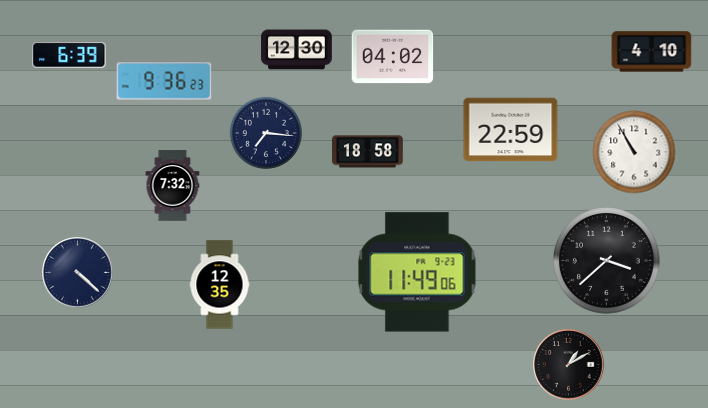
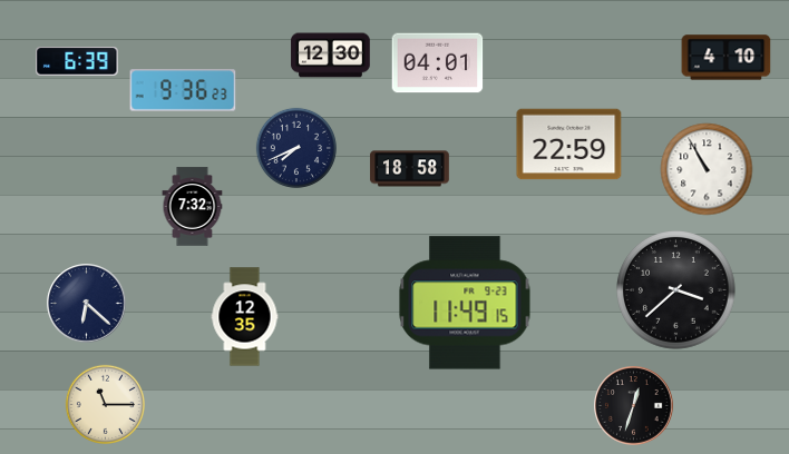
clock at (393, 57): 04:02 -> 04:01
clock at (266, 133): 7:16 -> 7:41
clock at (417, 272): 11:49:06 -> 11:49:15
clock at (78, 273): 4:22 -> 6:22
clock at (105, 404): none -> 11:15
clock at (569, 365): 1:10 -> 12:33
